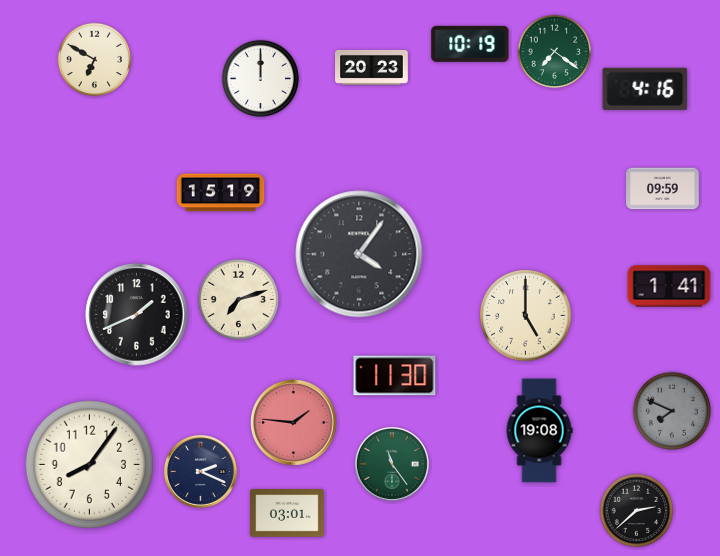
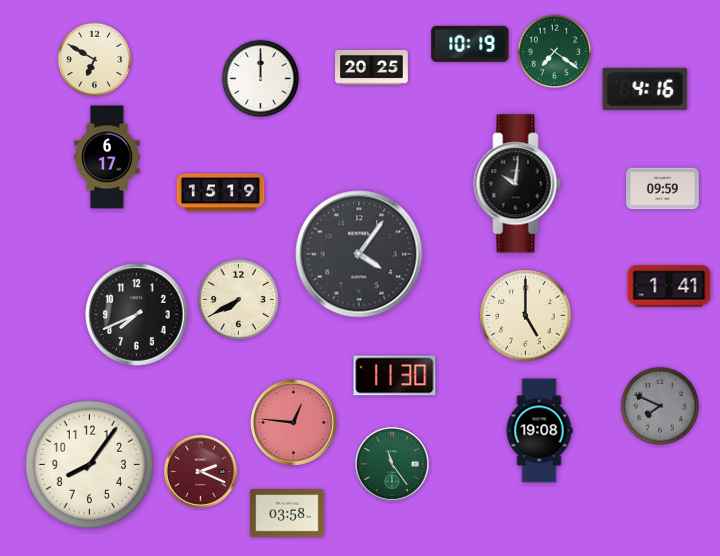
clock at (372, 68): 20:23 -> 20:25
clock at (107, 157): none -> 6:17
clock at (518, 184): none -> 10:01
clock at (238, 299): 7:12 -> 7:40
clock at (137, 315): 1:41 -> 7:41
clock at (671, 410) position: (671, 410) -> (659, 405)
clock at (294, 423): 1:46 -> 12:46
clock at (200, 471) dial: navy -> burgundy
clock at (637, 511): 2:38 -> none
clock at (287, 513): 03:01 -> 03:58
